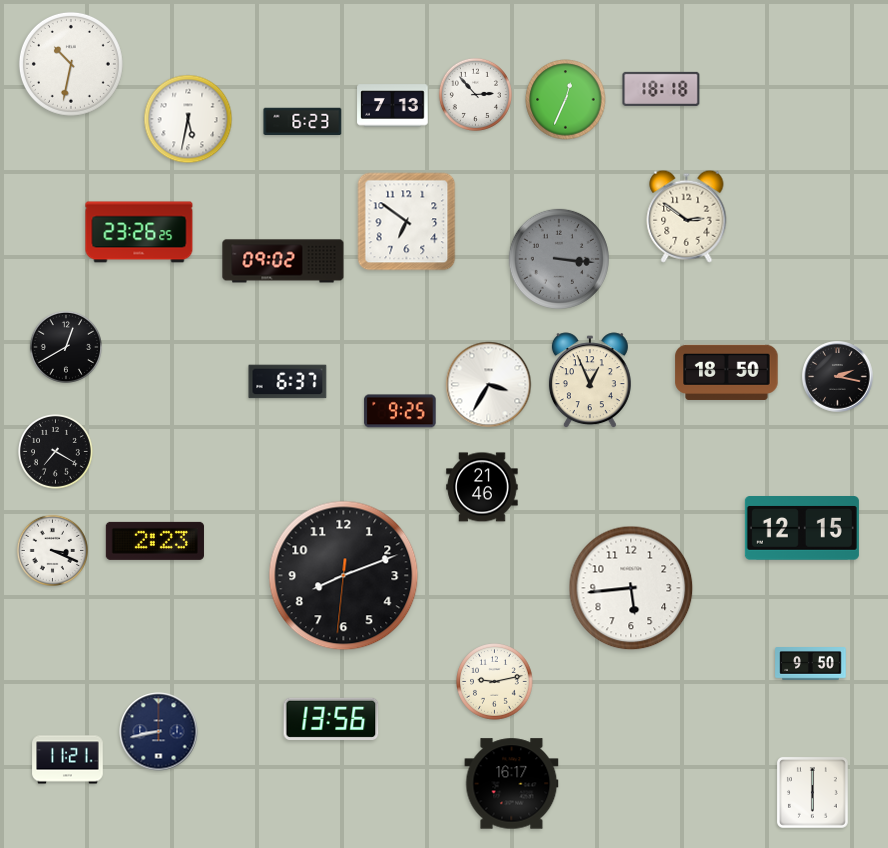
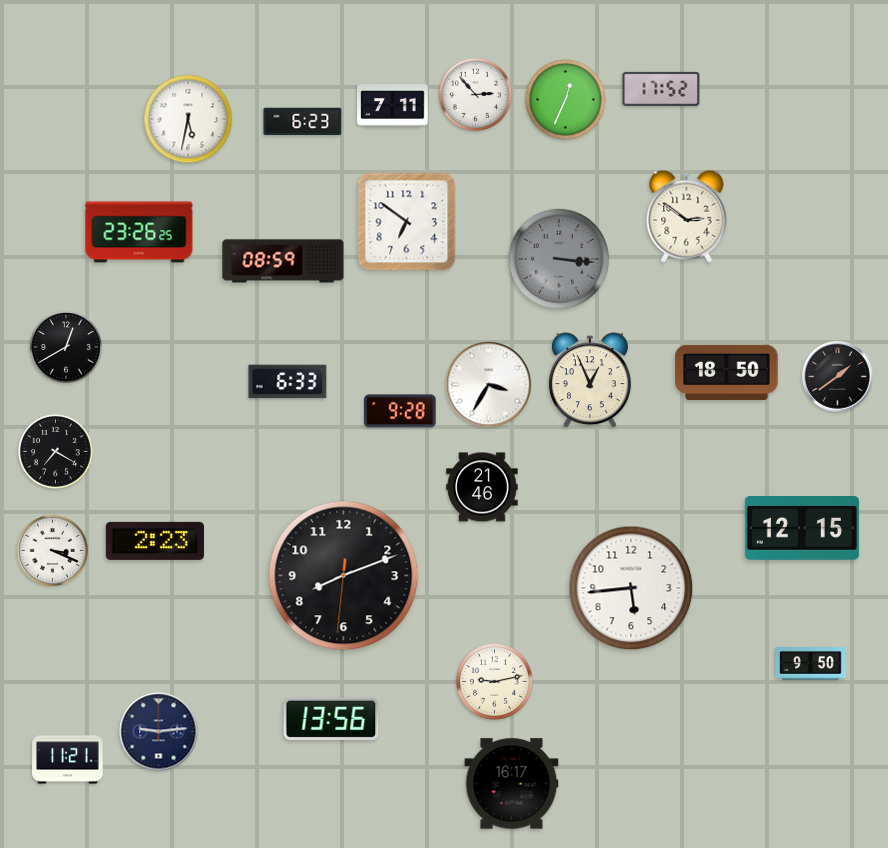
clock at (71, 64): 10:32 -> none
clock at (661, 89): 18:18 -> 17:52
clock at (393, 106): 7:13 -> 7:11
clock at (283, 261): 09:02 -> 08:59
clock at (838, 377): 2:17 -> 1:39
clock at (288, 382): 6:37 -> 6:33
clock at (400, 411): 9:25 -> 9:28
clock at (159, 732): 8:43 -> 9:14
clock at (812, 792): 6:00 -> none
